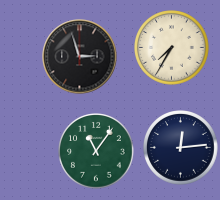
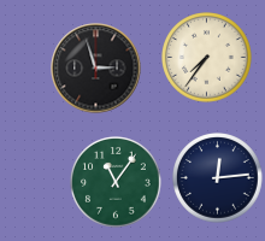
clock at (172, 48): 7:35 -> 7:36
